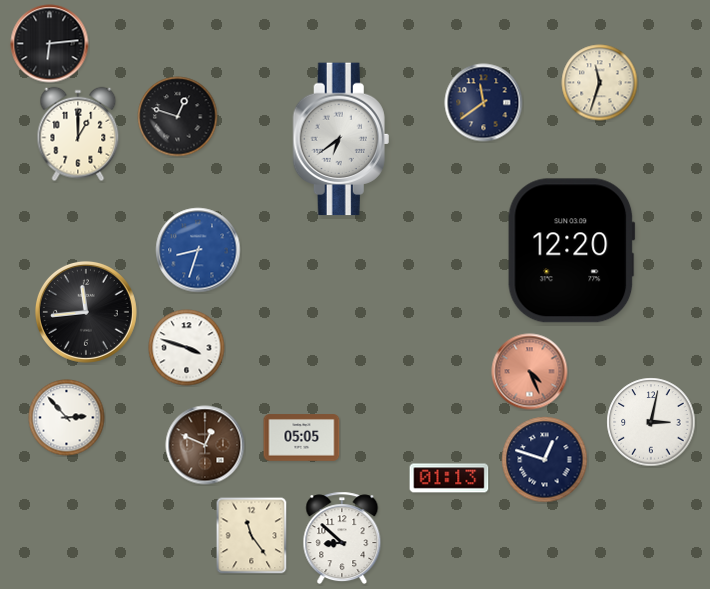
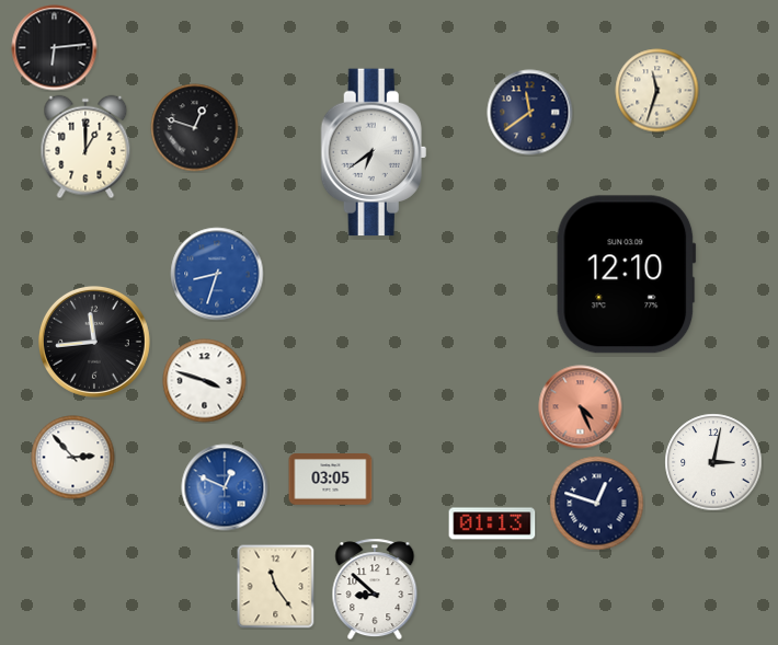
clock at (571, 251): 12:20 -> 12:10
clock at (302, 438): 05:05 -> 03:05
clock at (205, 445) dial: brown -> blue
